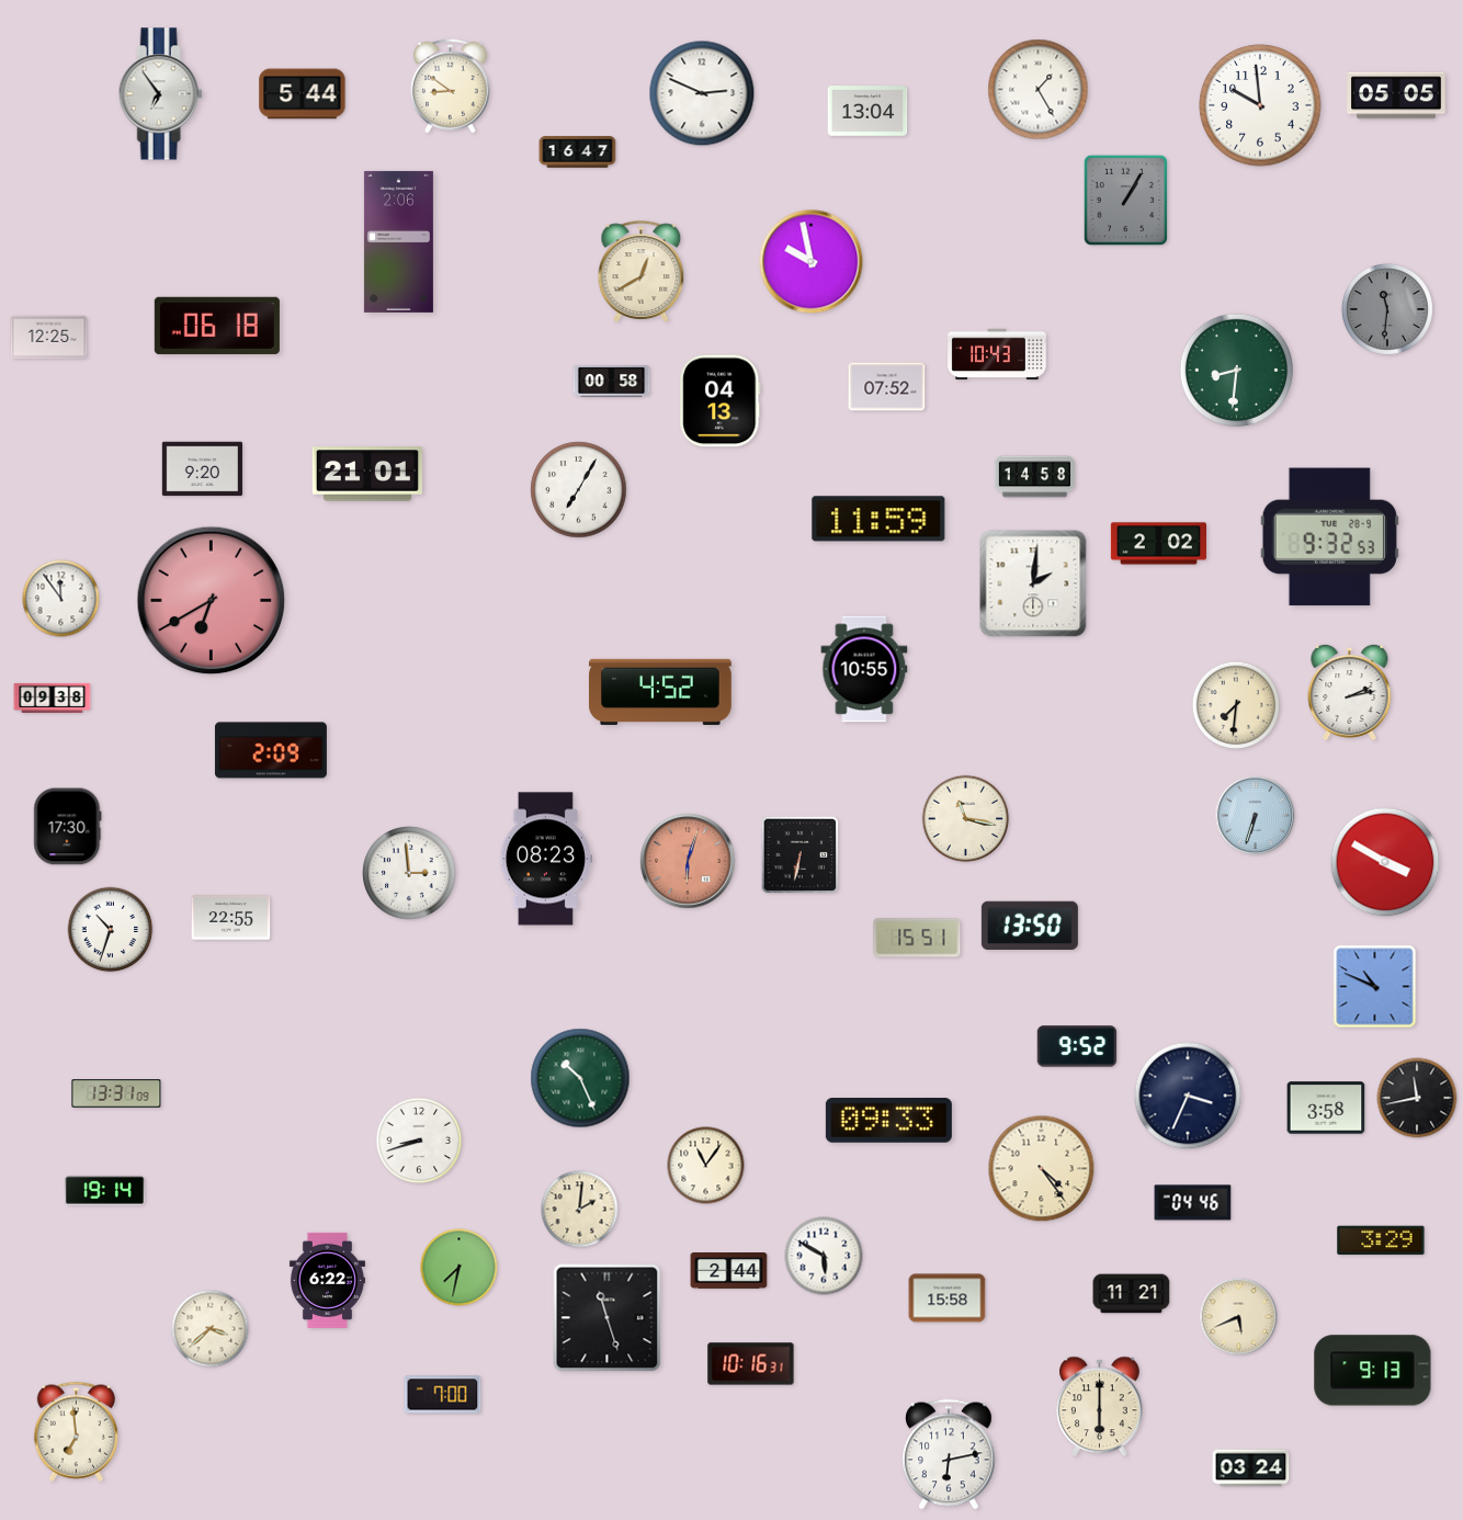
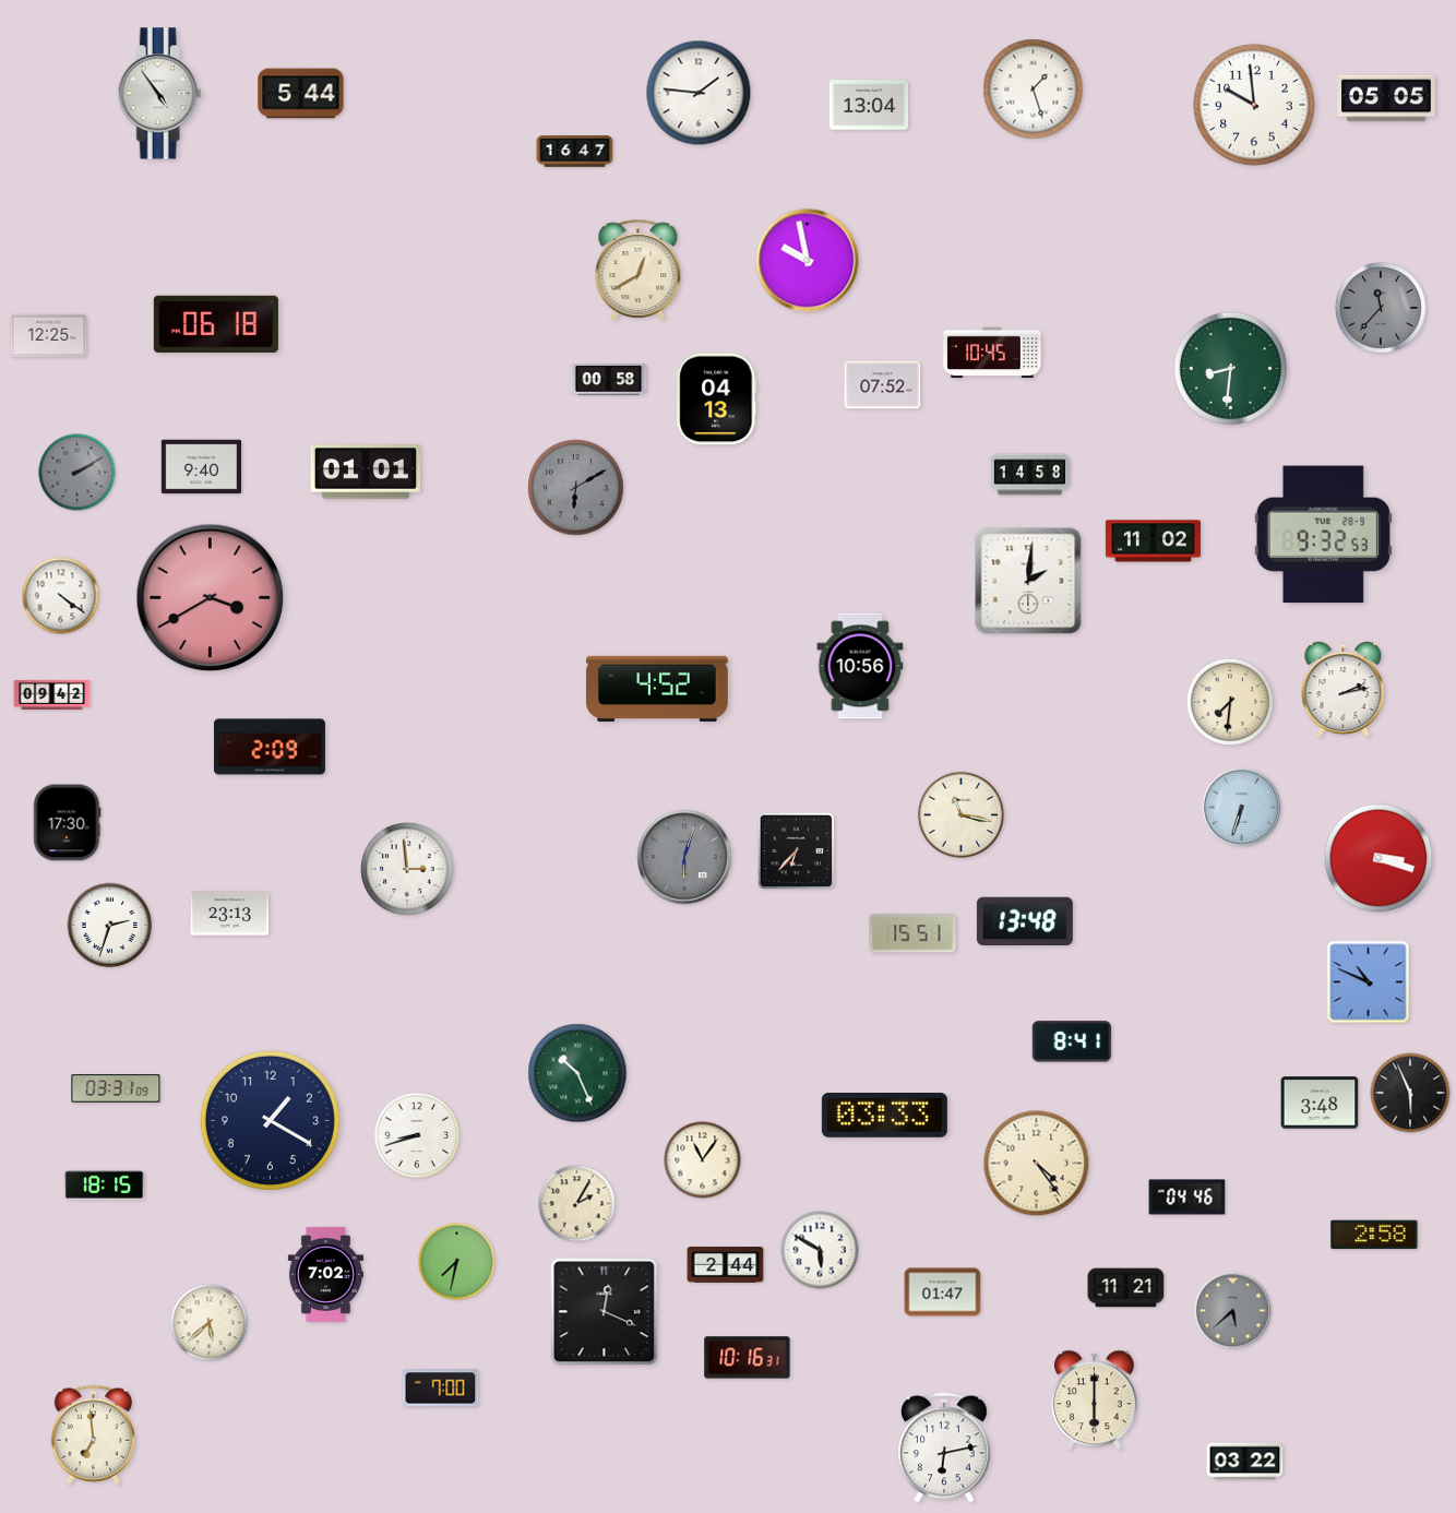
clock at (451, 86): 8:51 -> none
clock at (1039, 90): 1:25 -> 1:27
clock at (702, 93): 2:49 -> 1:46
clock at (160, 94): 6:54 -> 4:54
clock at (1396, 95) position: (1396, 95) -> (1386, 98)
clock at (867, 111) position: (867, 111) -> (869, 105)
clock at (1125, 200): 1:05 -> none
clock at (398, 241): 2:06 -> none
clock at (1387, 309): 11:31 -> 11:37
clock at (997, 354): 10:43 -> 10:45
clock at (202, 469): 9:20 -> 9:40
clock at (367, 474): 21:01 -> 01:01
clock at (77, 473): none -> 2:10
clock at (579, 490): 7:05 -> 6:10
clock at (579, 490) dial: white -> grey
clock at (878, 519): 11:59 -> none
clock at (1158, 544): 2:02 -> 11:02
clock at (61, 599): 11:54 -> 4:21
clock at (212, 601): 6:40 -> 3:40
clock at (864, 669): 10:55 -> 10:56
clock at (53, 697): 09:38 -> 09:42
clock at (1256, 816) position: (1256, 816) -> (1242, 808)
clock at (801, 855): 6:32 -> 6:37
clock at (545, 859): 08:23 -> none
clock at (688, 861) dial: salmon -> grey
clock at (1385, 862): 3:50 -> 3:18
clock at (231, 918): 22:55 -> 23:13
clock at (1030, 925): 13:50 -> 13:48
clock at (111, 930): 10:33 -> 2:33
clock at (1077, 1046): 9:52 -> 8:41
clock at (116, 1093): 13:31 -> 03:31
clock at (1188, 1096): 3:34 -> none
clock at (1417, 1098): 11:43 -> 5:56
clock at (1326, 1108): 3:58 -> 3:48
clock at (888, 1121): 09:33 -> 03:33
clock at (270, 1120): none -> 1:20
clock at (104, 1190): 19:14 -> 18:15
clock at (580, 1210): 2:01 -> 2:05
clock at (1381, 1240): 3:29 -> 2:58
clock at (327, 1280): 6:22 -> 7:02
clock at (948, 1298): 15:58 -> 01:47
clock at (1239, 1317): 5:41 -> 5:38
clock at (1239, 1317) dial: cream -> grey
clock at (608, 1318): 11:27 -> 12:19
clock at (211, 1329): 3:38 -> 5:38
clock at (1373, 1371): 9:13 -> none
clock at (76, 1431) position: (76, 1431) -> (93, 1434)
clock at (1251, 1468): 03:24 -> 03:22
